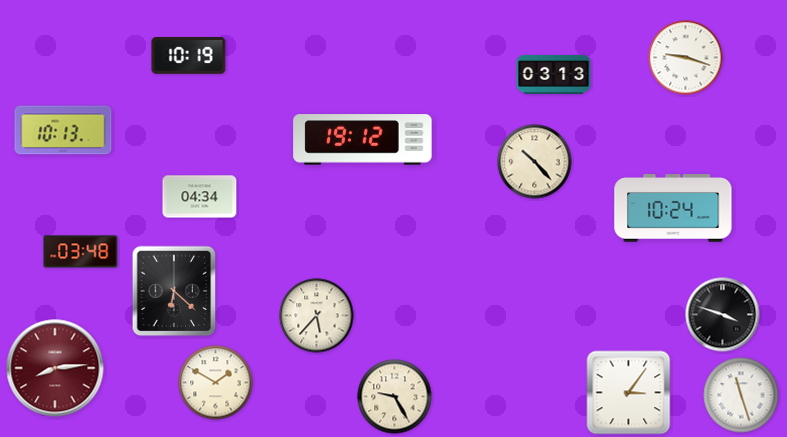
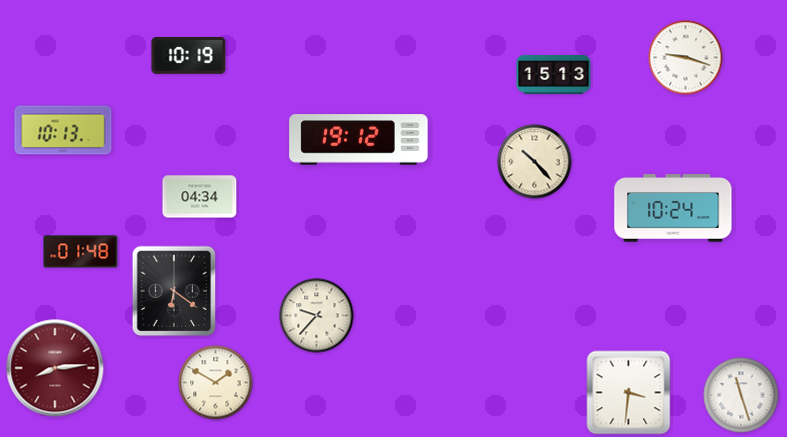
clock at (554, 74): 03:13 -> 15:13
clock at (363, 140) position: (363, 140) -> (359, 140)
clock at (81, 252): 03:48 -> 01:48
clock at (174, 291): 6:22 -> 6:21
clock at (723, 315): 3:48 -> none
clock at (317, 316): 5:37 -> 9:37
clock at (629, 393): 3:06 -> 3:31
clock at (395, 397): 9:25 -> none
